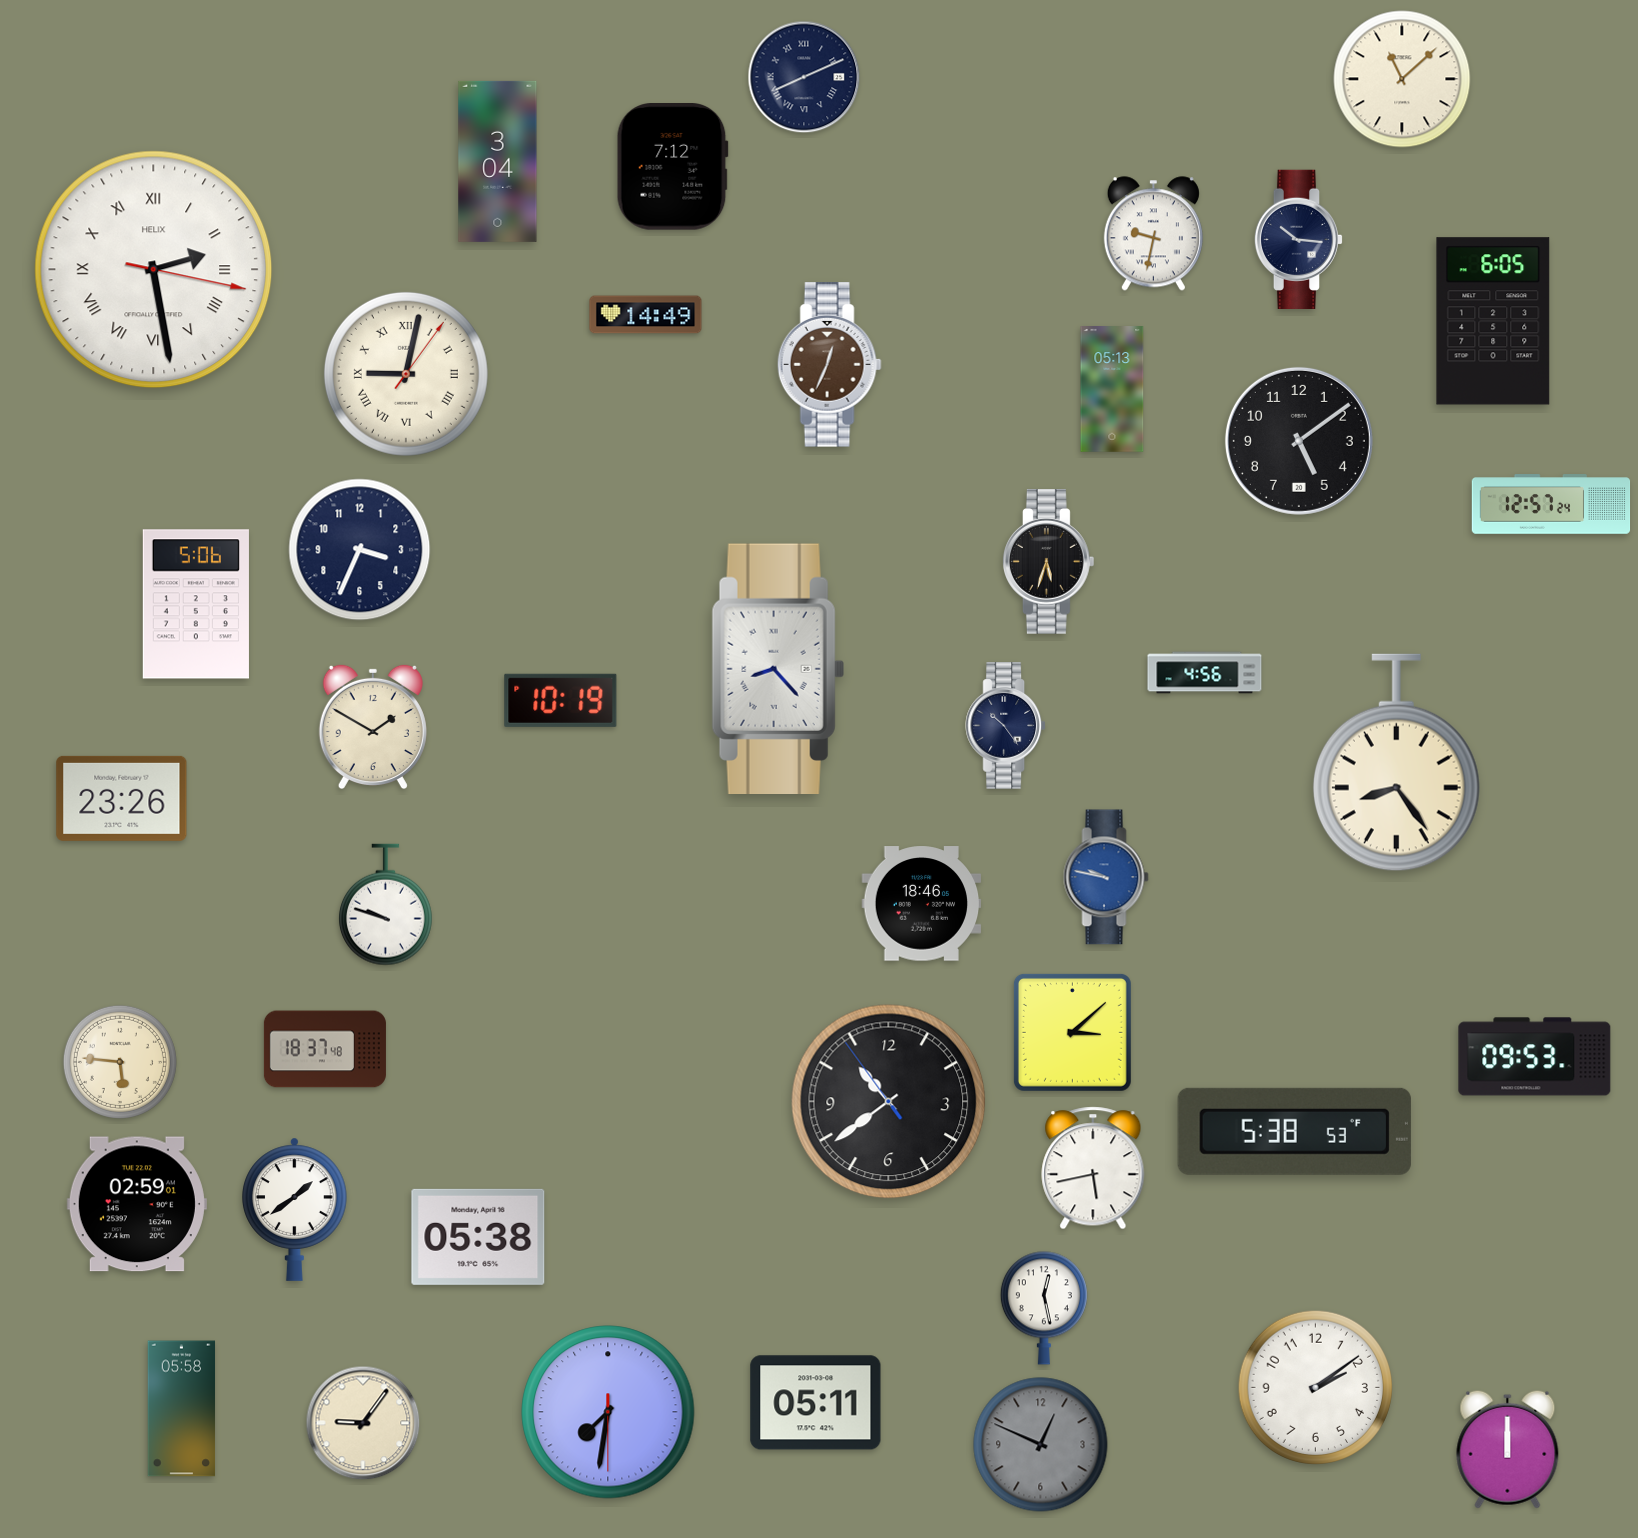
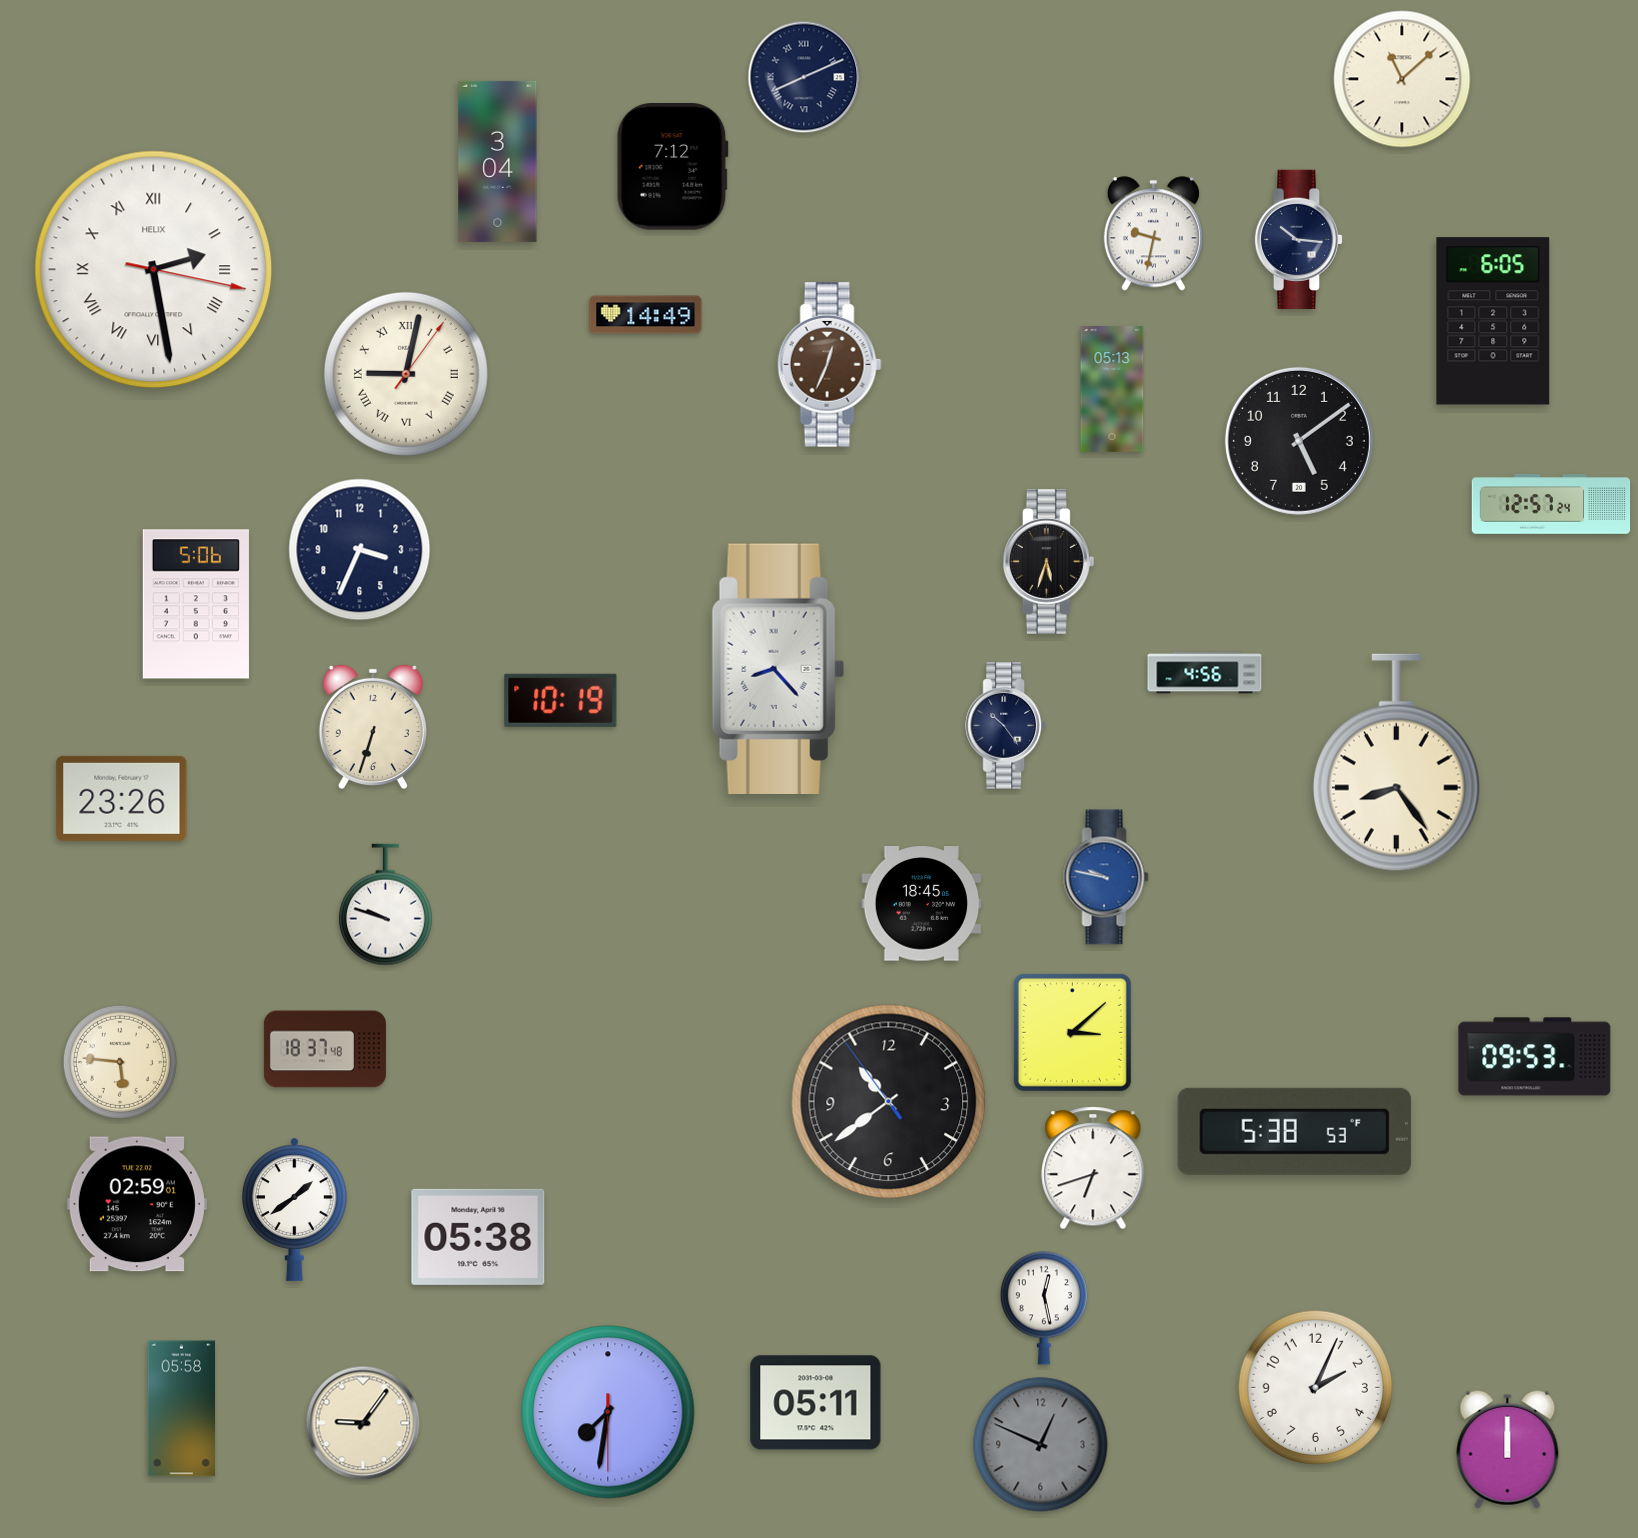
clock at (373, 727): 1:50 -> 6:33
clock at (922, 904): 18:46 -> 18:45
clock at (1093, 1168): 5:43 -> 6:42
clock at (1315, 1387): 2:09 -> 2:04
